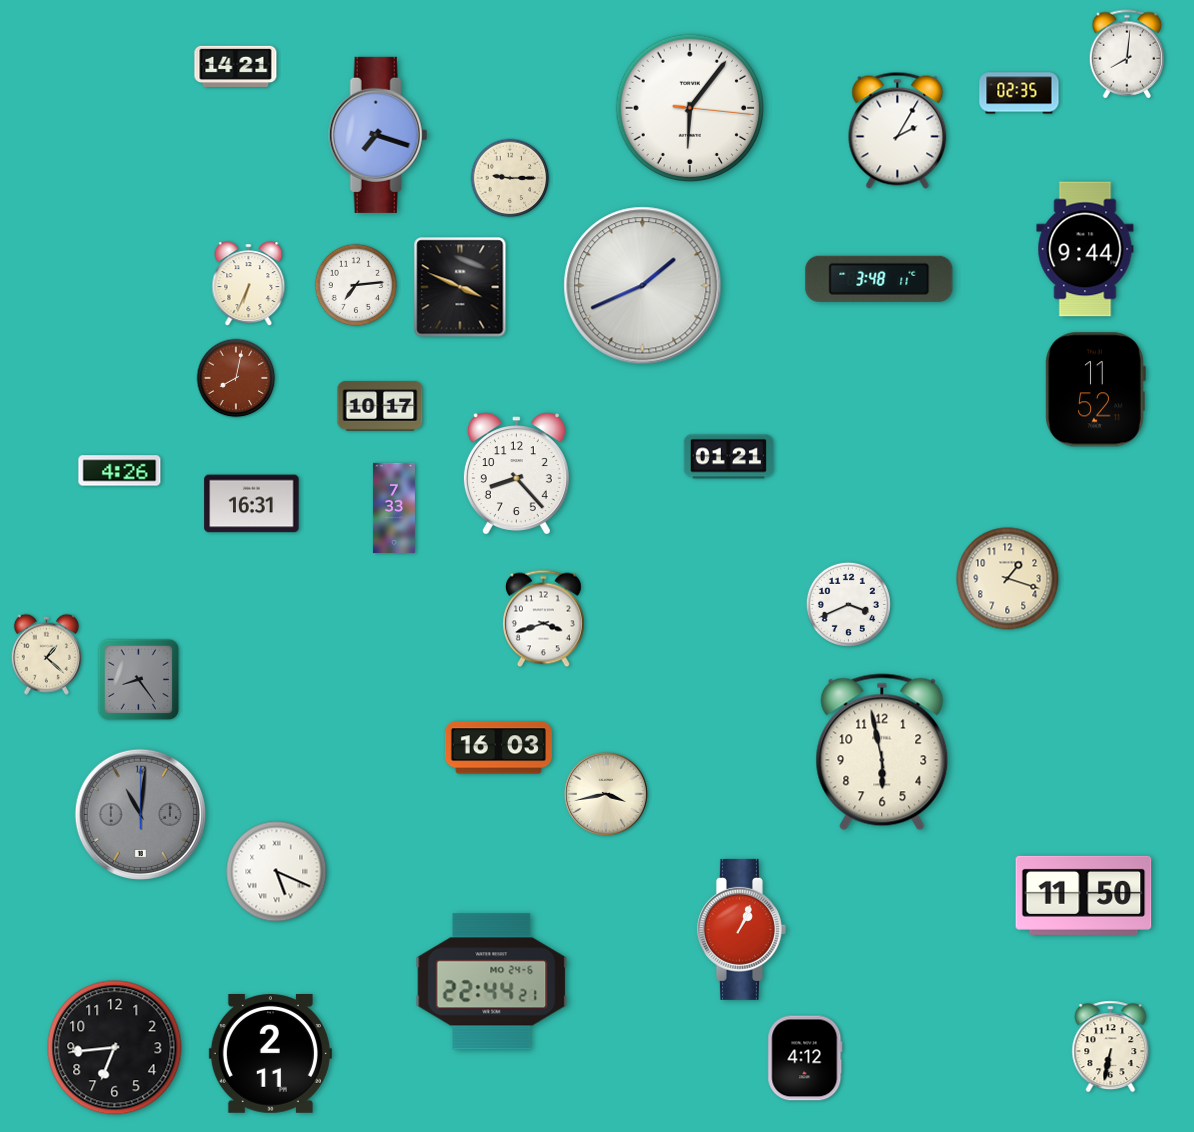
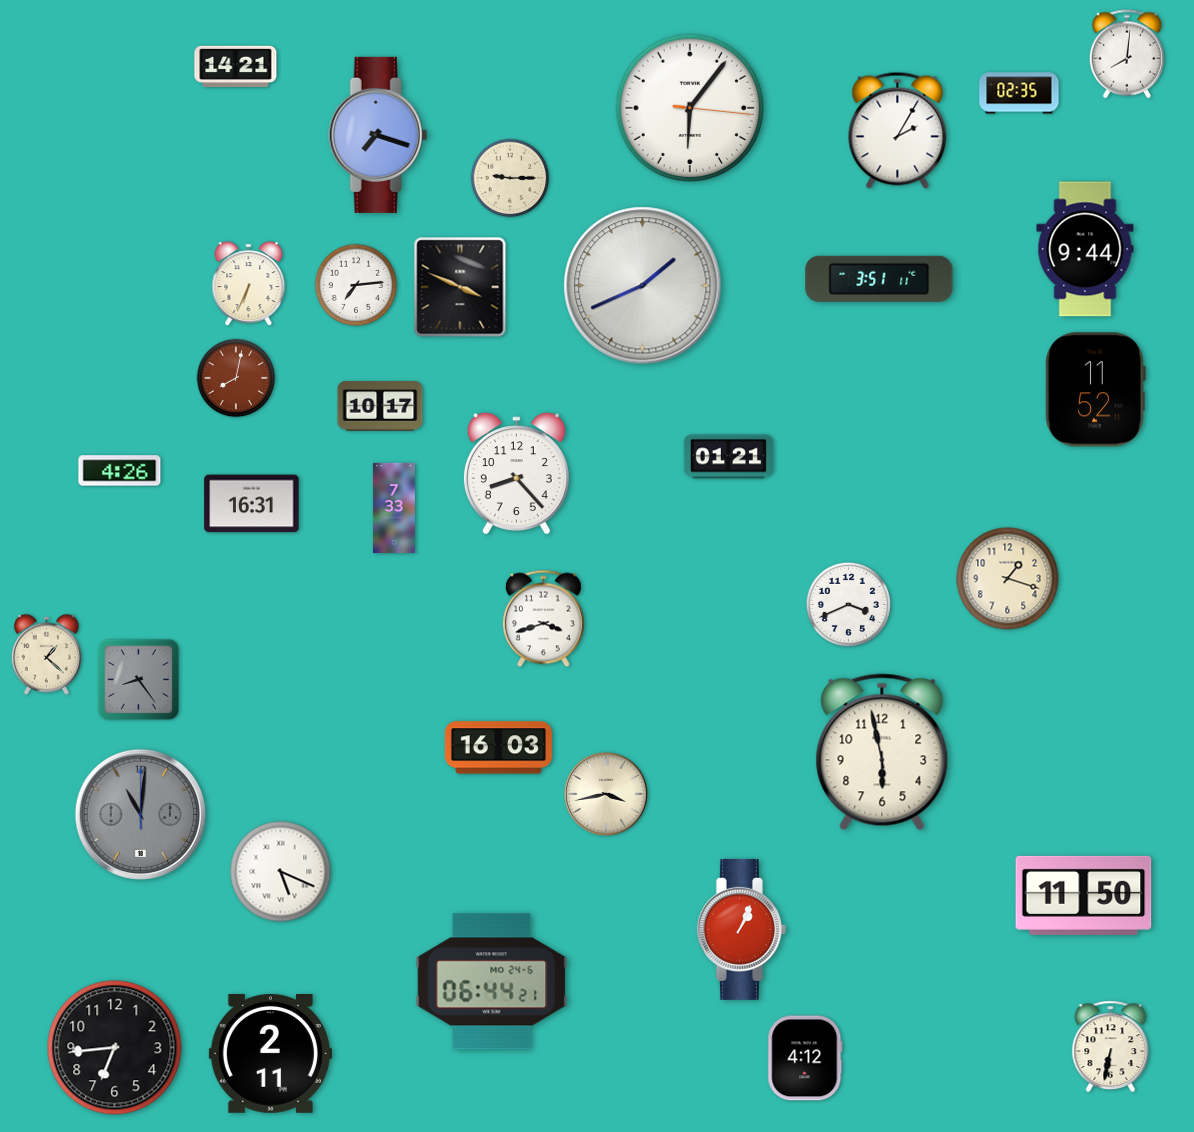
clock at (879, 279): 3:48 -> 3:51
clock at (277, 872) position: (277, 872) -> (281, 872)
clock at (492, 982): 22:44 -> 06:44
